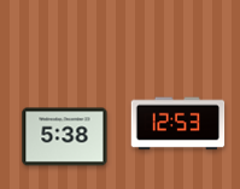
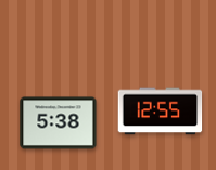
clock at (178, 124): 12:53 -> 12:55
